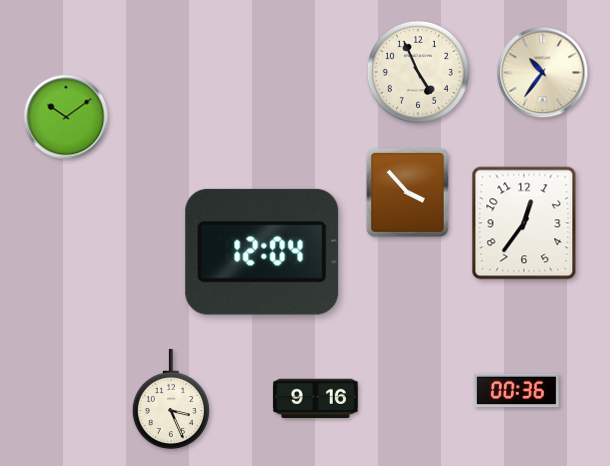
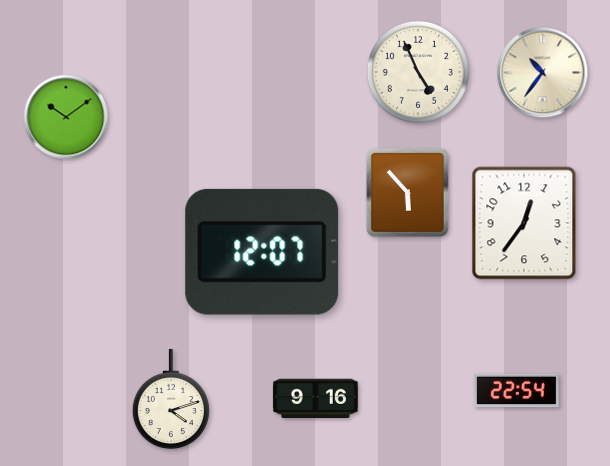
clock at (407, 192): 3:53 -> 5:53
clock at (262, 252): 12:04 -> 12:07
clock at (516, 391): 00:36 -> 22:54
clock at (171, 399): 3:26 -> 4:12
